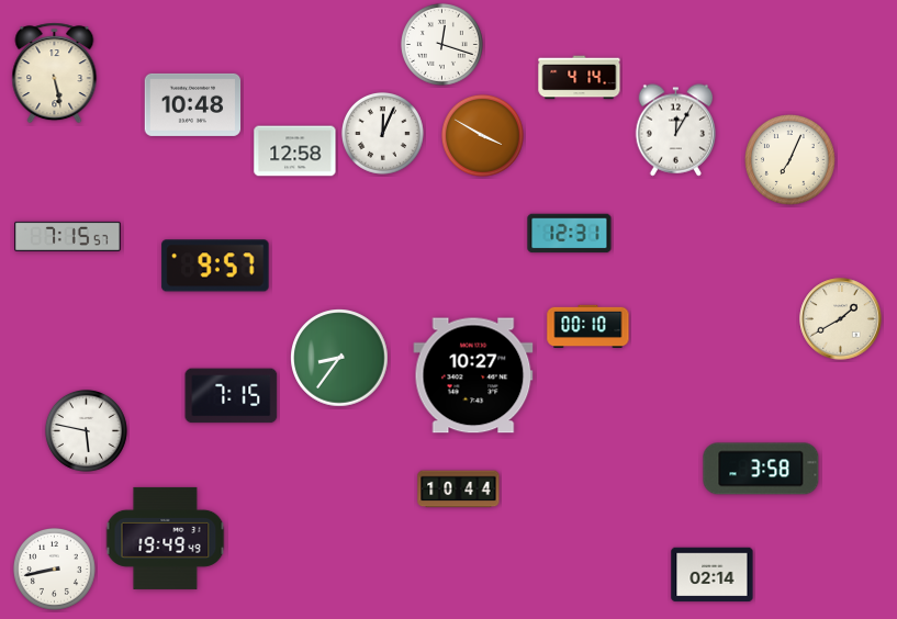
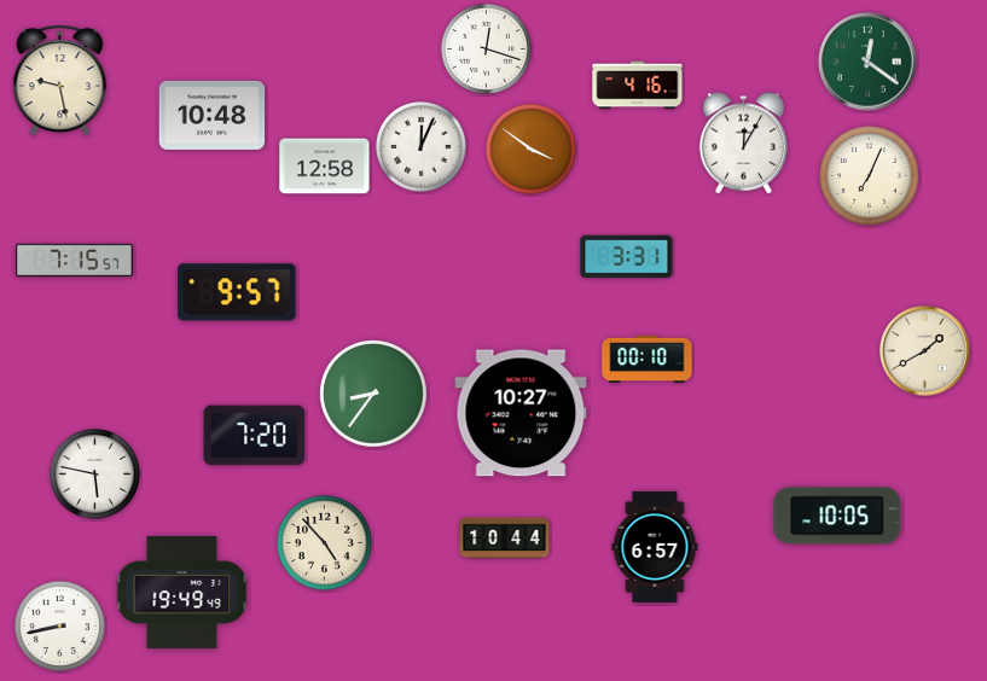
clock at (867, 62): none -> 12:21
clock at (55, 74): 5:28 -> 9:28
clock at (580, 78): 4:14 -> 4:16
clock at (482, 135): 3:50 -> 3:51
clock at (570, 234): 12:31 -> 3:31
clock at (232, 396): 7:15 -> 7:20
clock at (761, 469): 3:58 -> 10:05
clock at (324, 542): none -> 4:53
clock at (655, 547): none -> 6:57
clock at (713, 575): 02:14 -> none
